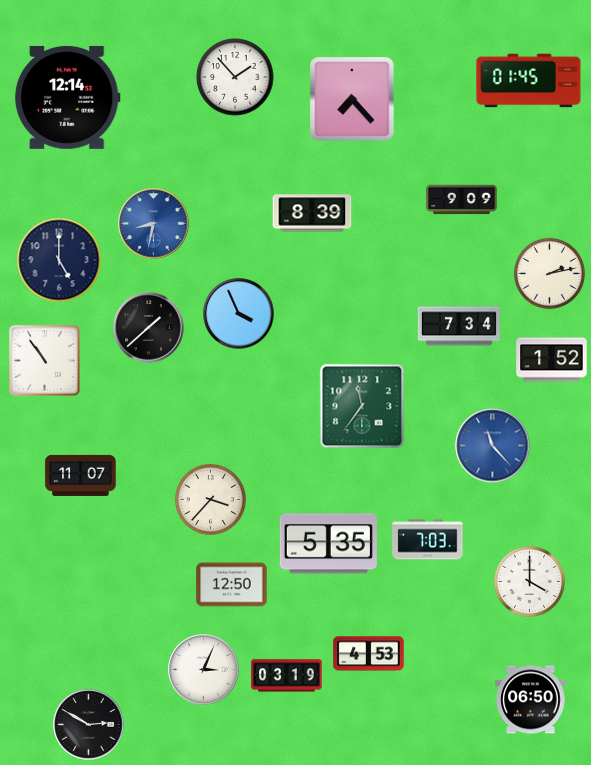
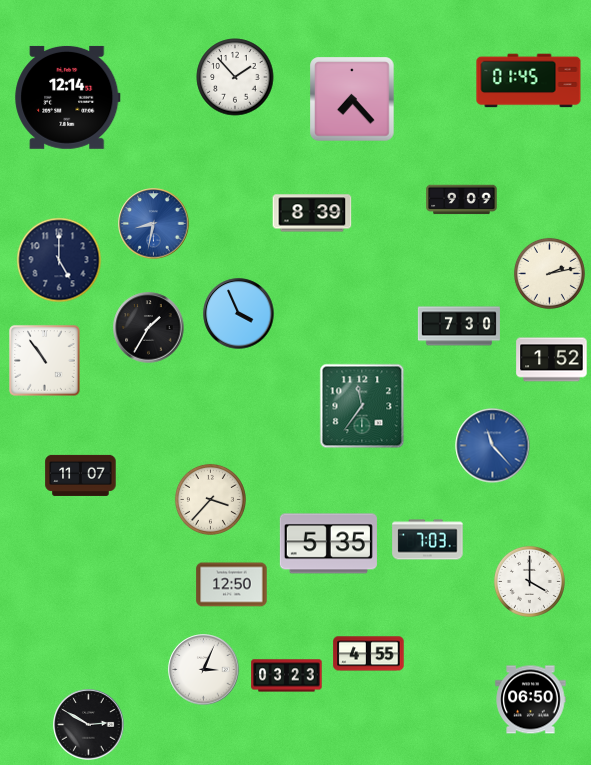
clock at (459, 326): 7:34 -> 7:30
clock at (149, 328): 1:38 -> 1:35
clock at (369, 654): 4:53 -> 4:55
clock at (287, 676): 03:19 -> 03:23
